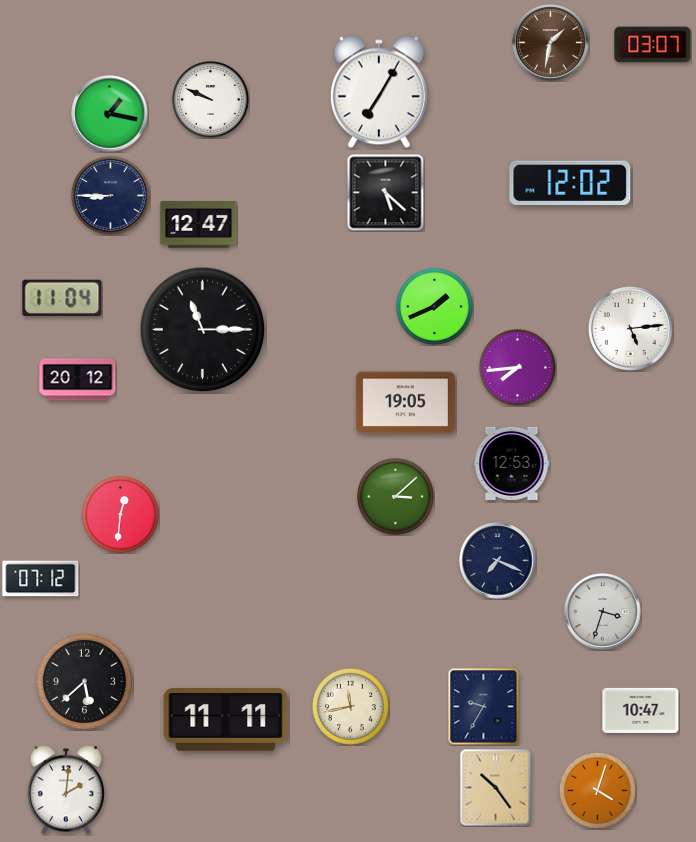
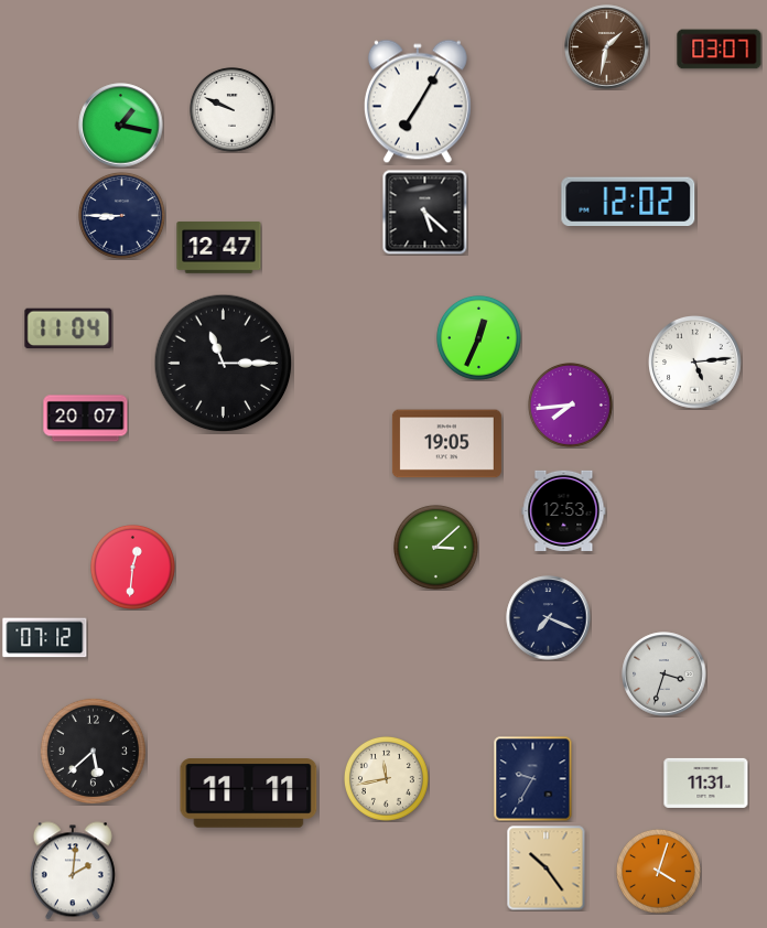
clock at (435, 307): 1:41 -> 12:34
clock at (78, 380): 20:12 -> 20:07
clock at (641, 710): 10:47 -> 11:31
